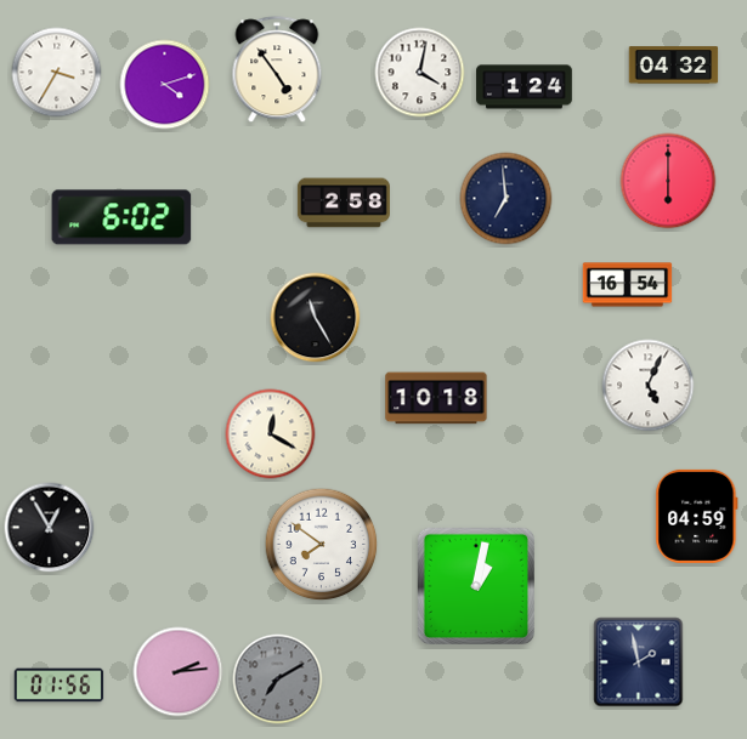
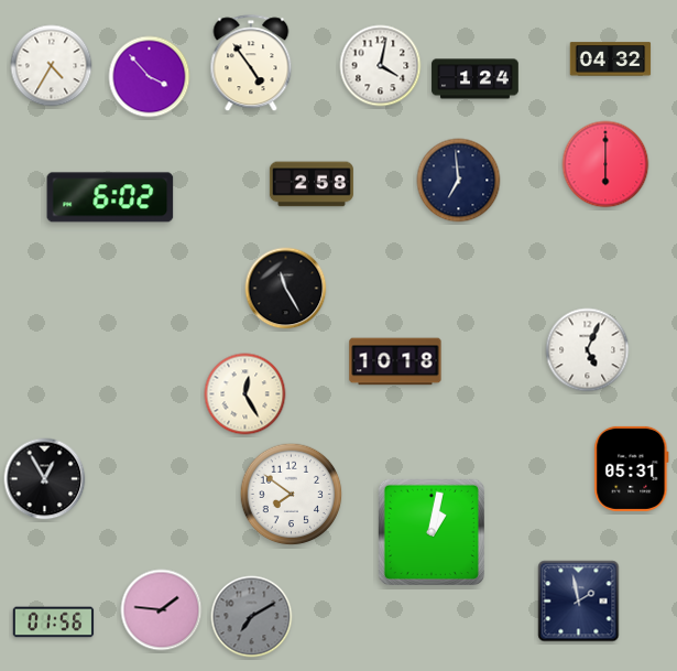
clock at (57, 73): 3:35 -> 4:35
clock at (165, 85): 4:12 -> 3:53
clock at (628, 285): 16:54 -> none
clock at (271, 434): 12:20 -> 12:25
clock at (697, 516): 04:59 -> 05:31
clock at (179, 672): 2:14 -> 1:46
